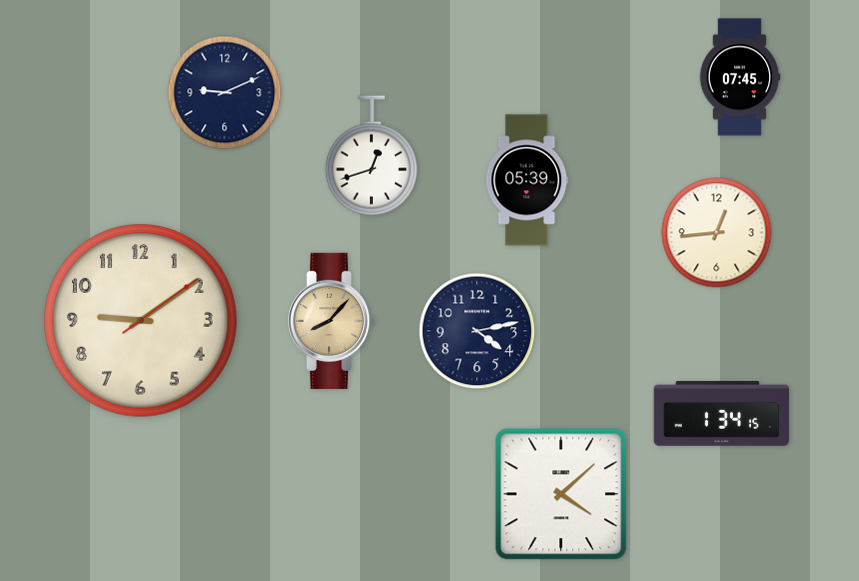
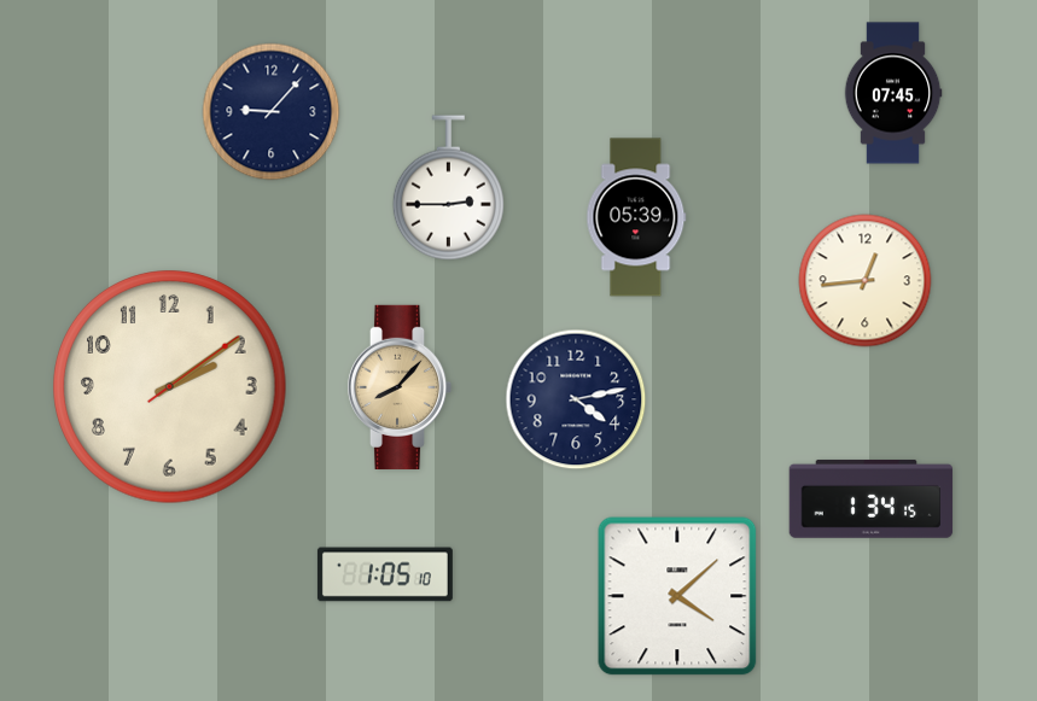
clock at (225, 93): 9:11 -> 9:07
clock at (371, 156): 12:42 -> 2:45
clock at (141, 321): 9:09 -> 2:09
clock at (385, 574): none -> 1:05
